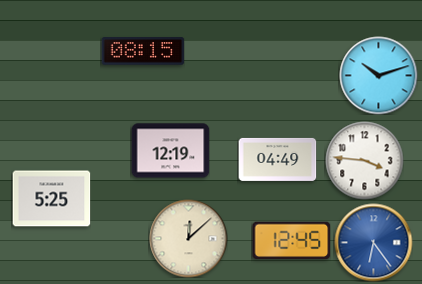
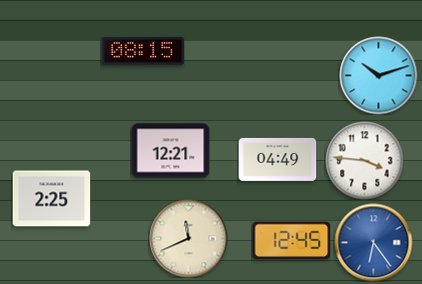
clock at (170, 151): 12:19 -> 12:21
clock at (51, 199): 5:25 -> 2:25
clock at (188, 238): 12:08 -> 11:41
